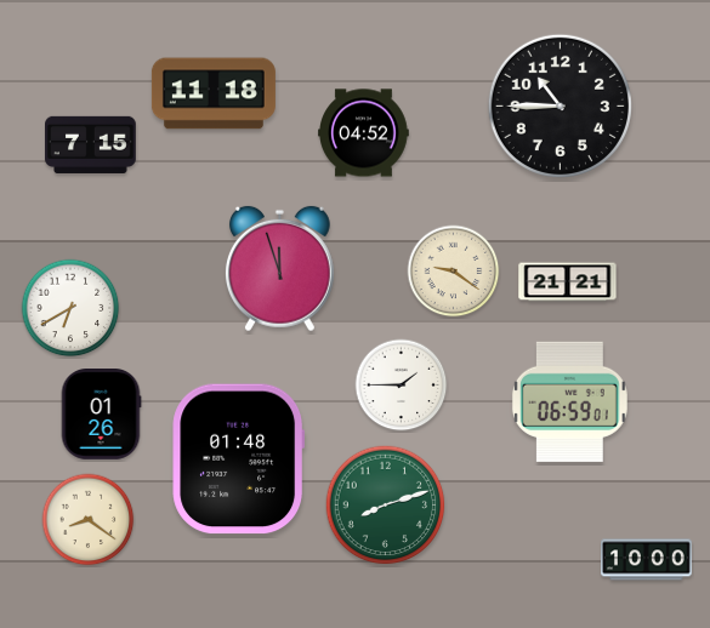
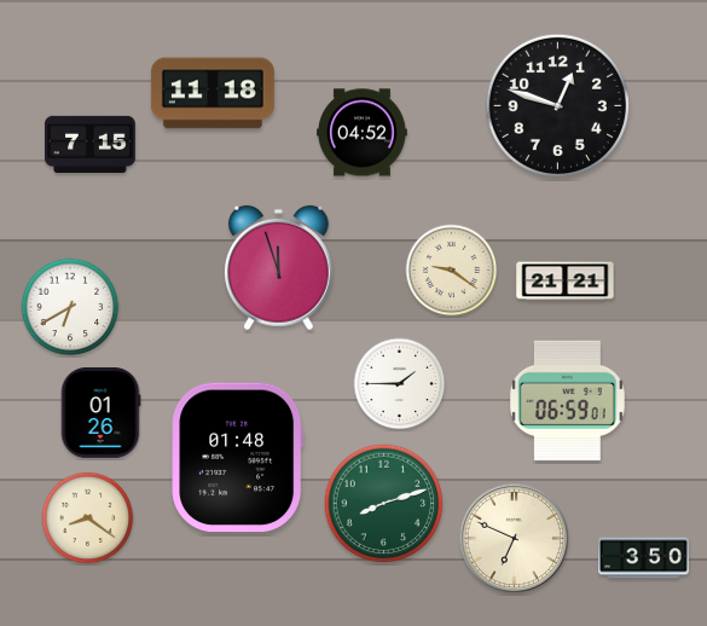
clock at (560, 105): 10:45 -> 12:48
clock at (515, 539): none -> 6:49
clock at (647, 560): 10:00 -> 3:50
